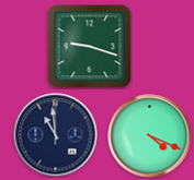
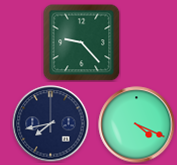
clock at (89, 46): 9:18 -> 9:23
clock at (56, 135): 10:59 -> 7:43
